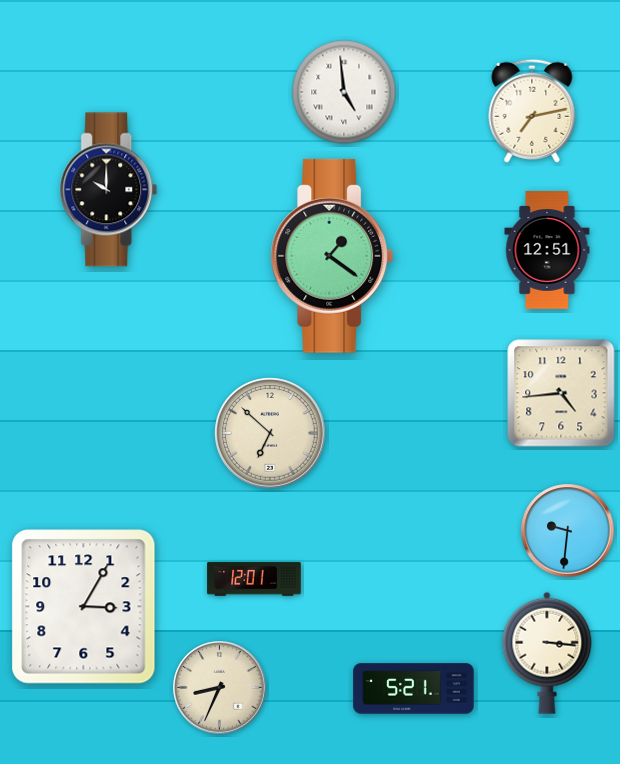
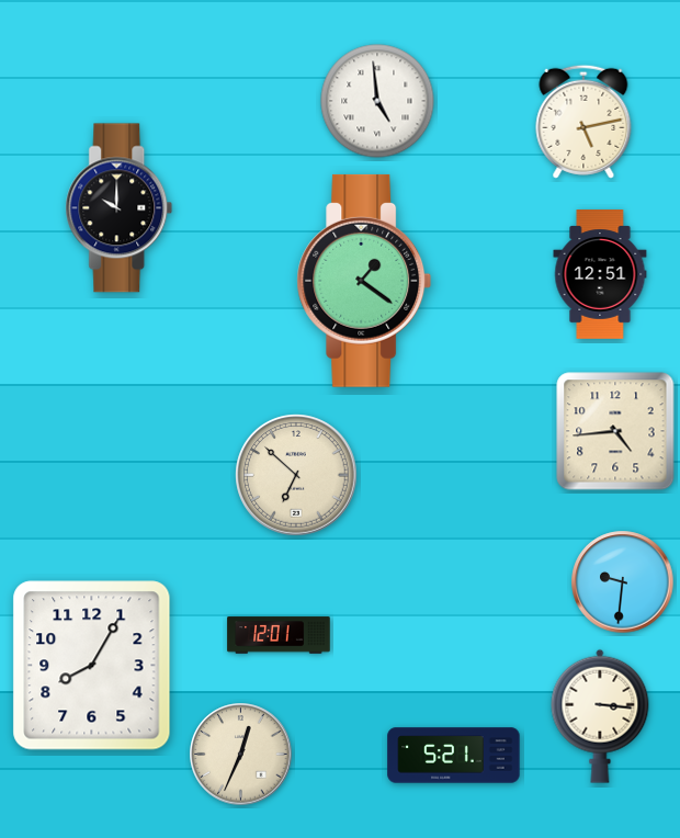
clock at (532, 111): 7:13 -> 5:13
clock at (84, 607): 3:05 -> 8:05
clock at (220, 688): 8:34 -> 12:34
